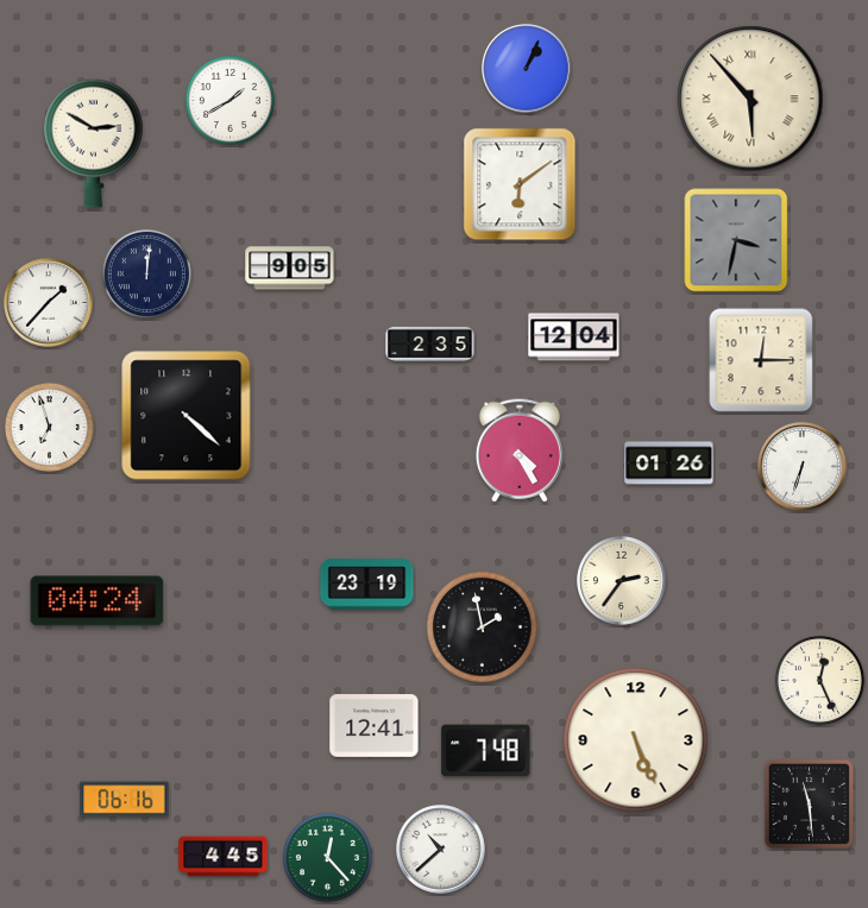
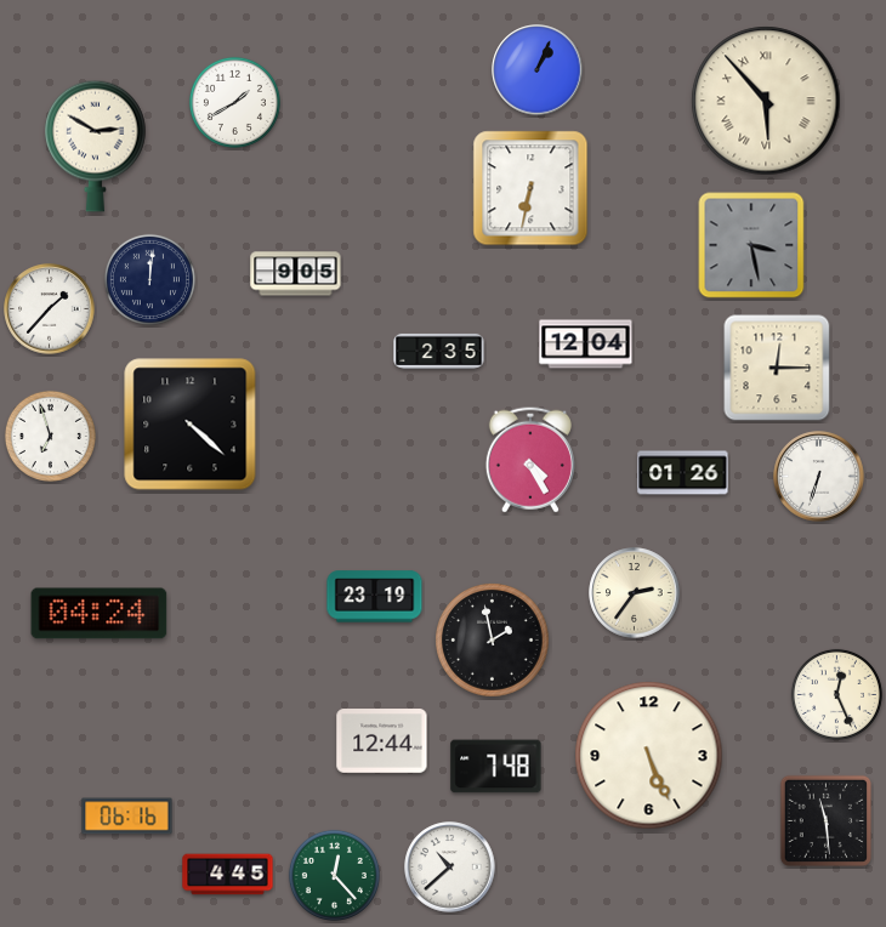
clock at (520, 184): 6:09 -> 6:32
clock at (736, 240): 3:32 -> 3:28
clock at (375, 726): 12:41 -> 12:44
